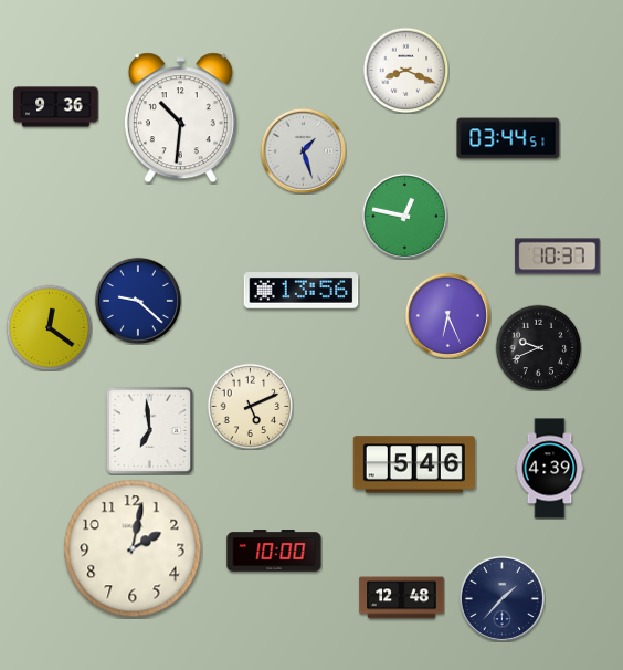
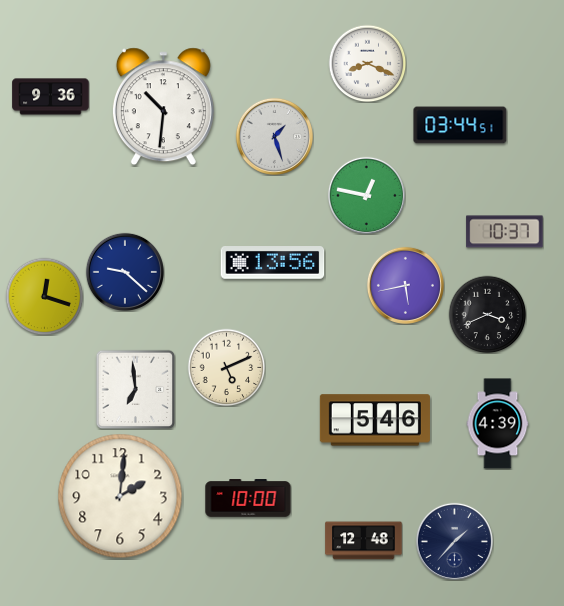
clock at (447, 315): 6:26 -> 5:43
clock at (49, 327): 12:21 -> 12:18
clock at (538, 347): 9:41 -> 3:41
clock at (133, 548): 2:02 -> 2:01
